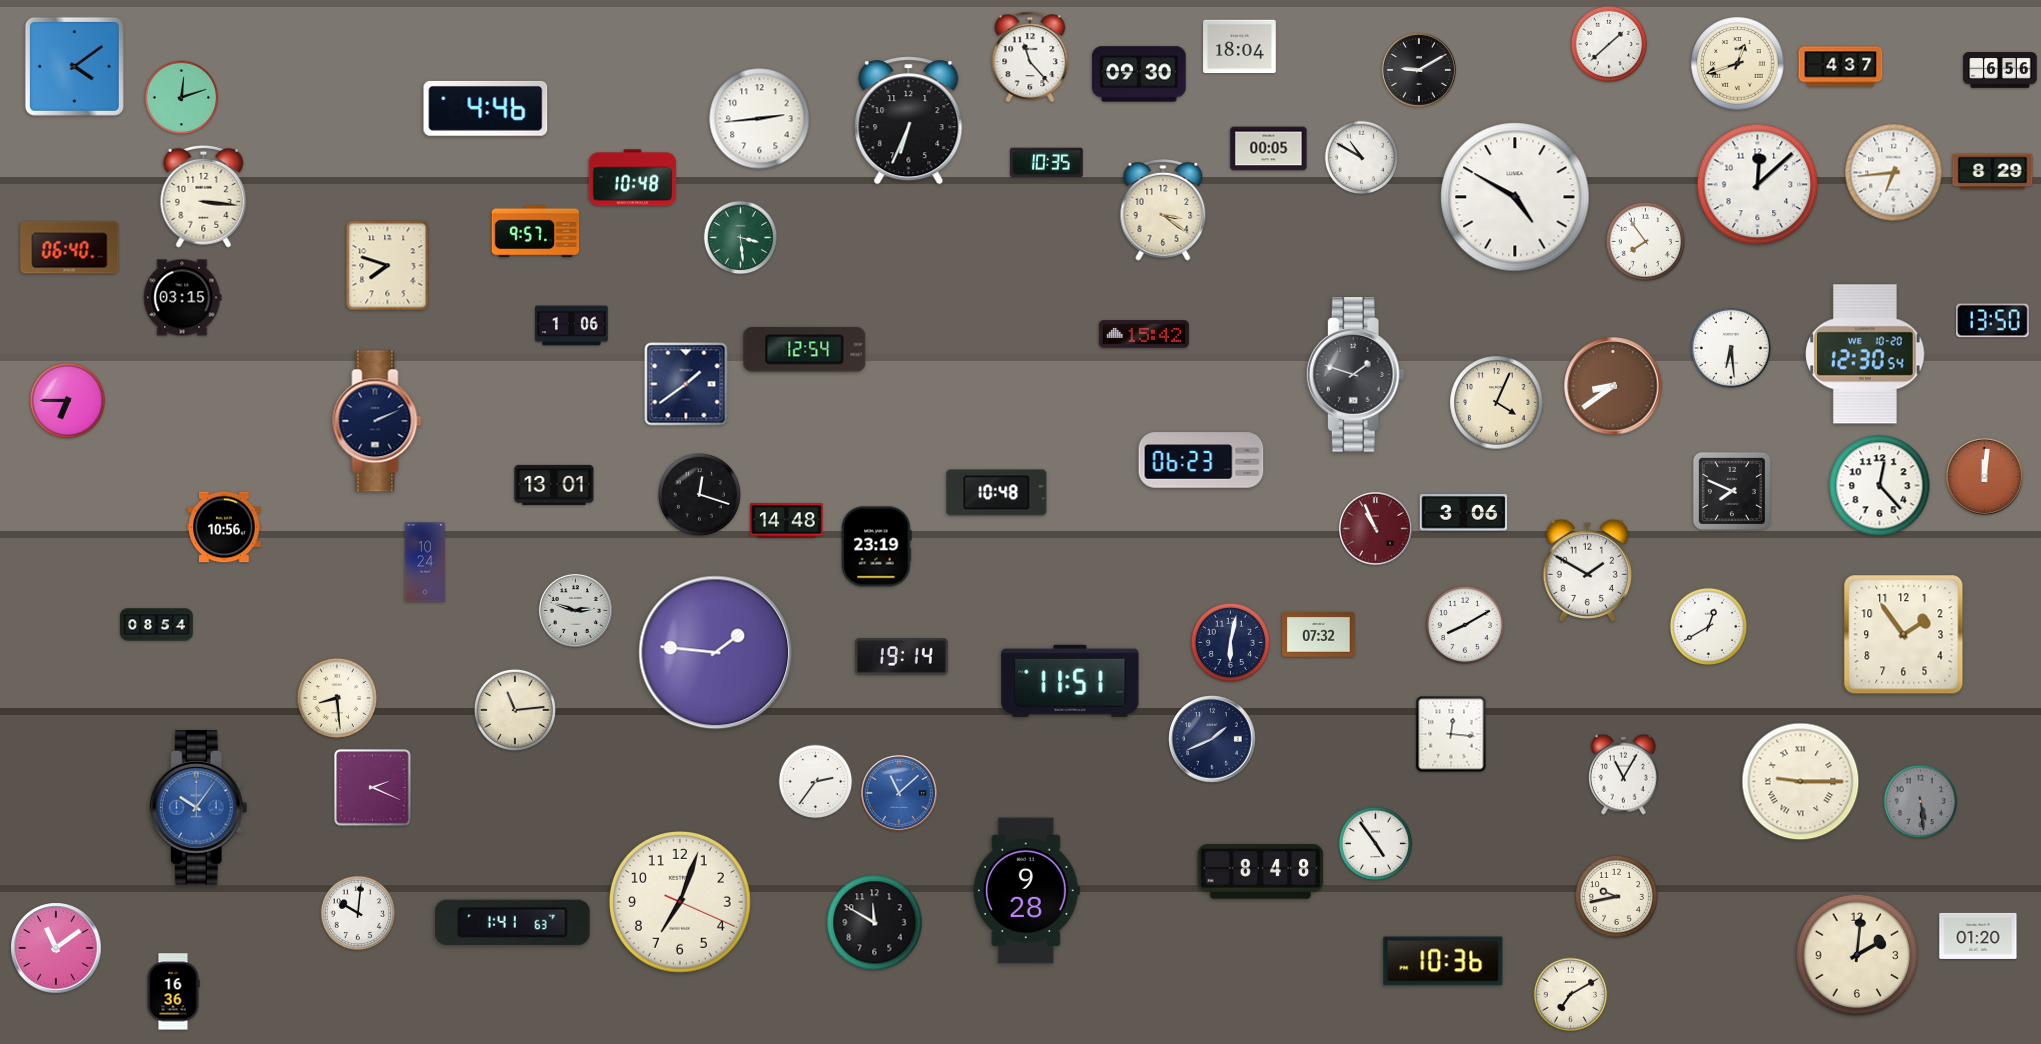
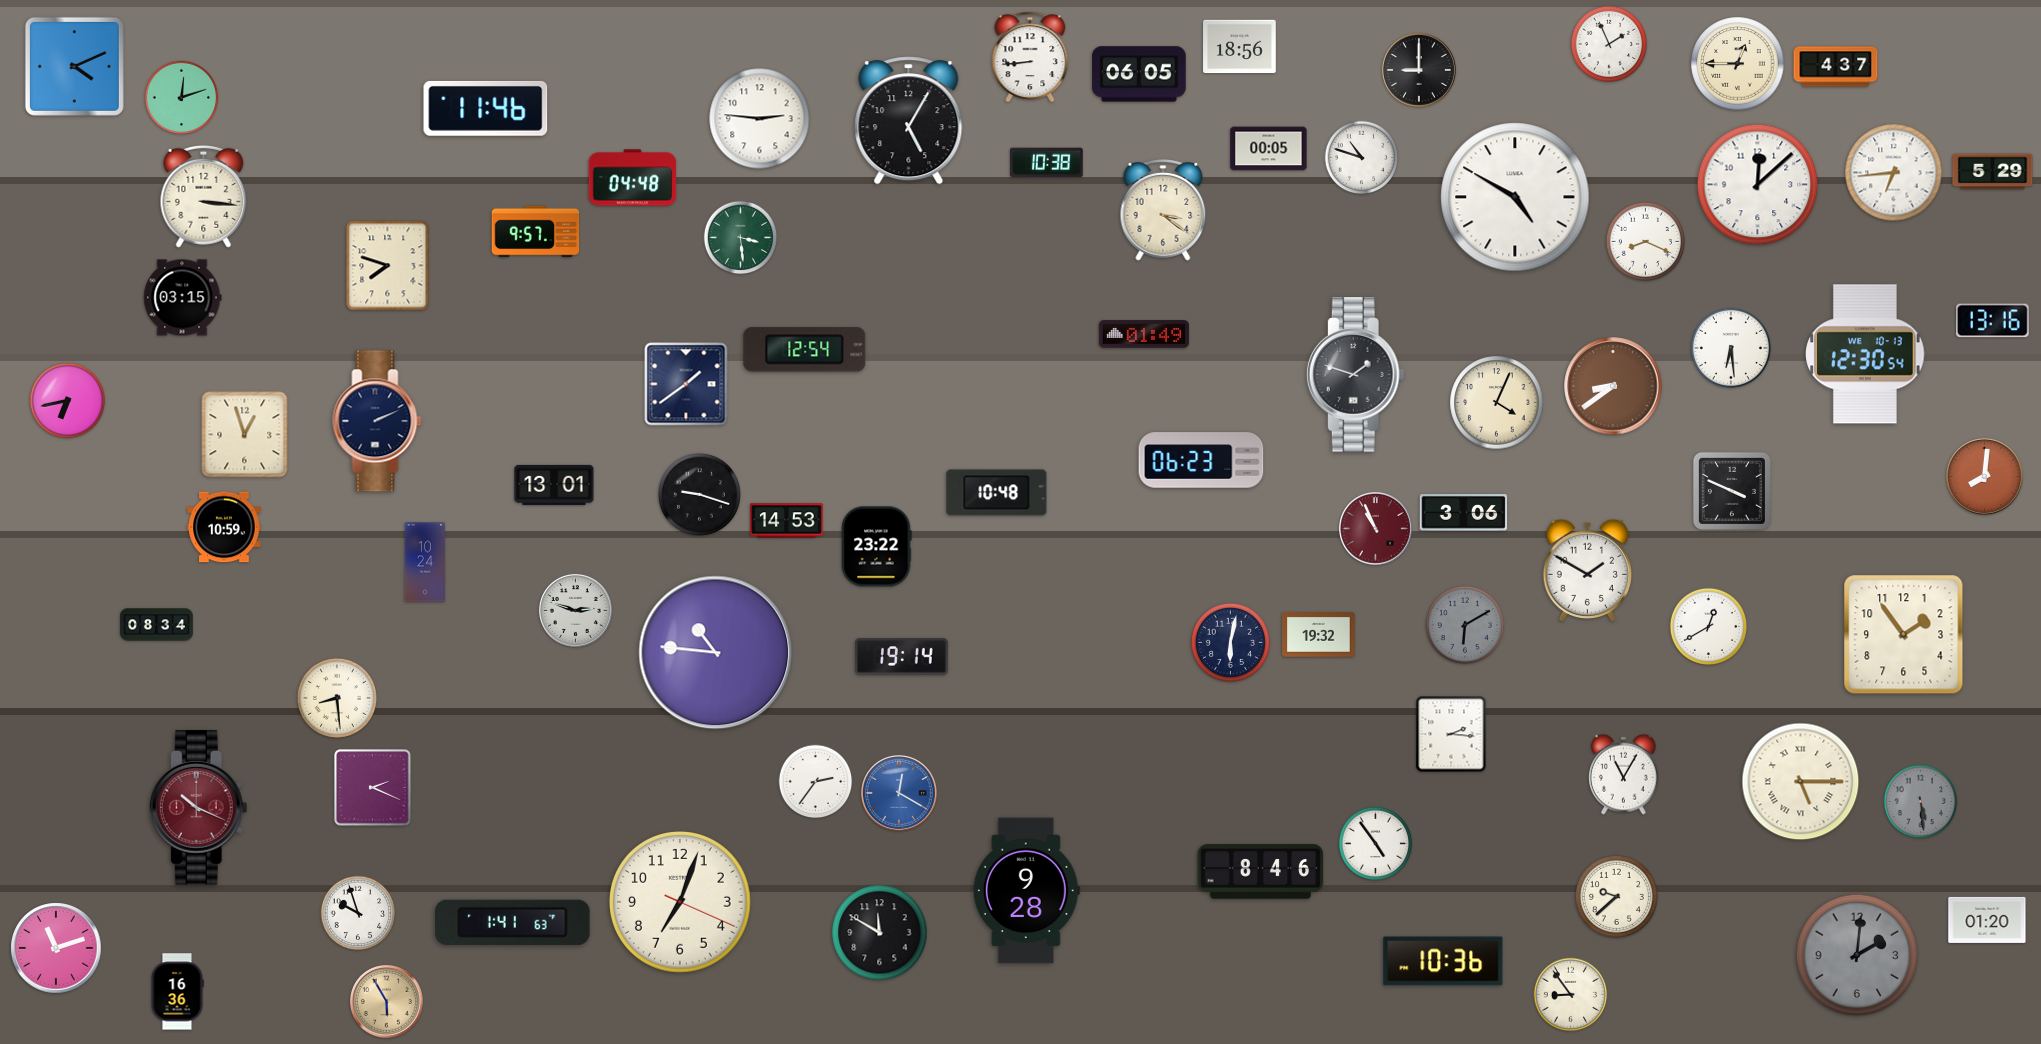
clock at (1608, 43): 1:38 -> 1:56
clock at (1240, 47): 18:04 -> 18:56
clock at (1030, 56): 11:23 -> 8:44
clock at (1738, 64): 12:42 -> 12:45
clock at (74, 66): 4:09 -> 4:11
clock at (1841, 67) position: (1841, 67) -> (1836, 67)
clock at (1419, 70): 9:10 -> 9:00
clock at (2000, 70): 6:56 -> none
clock at (1139, 74): 09:30 -> 06:05
clock at (486, 108): 4:46 -> 11:46
clock at (760, 119): 2:44 -> 2:46
clock at (909, 121): 6:34 -> 5:05
clock at (1362, 158): 10:50 -> 10:48
clock at (1047, 163): 10:35 -> 10:38
clock at (1993, 172): 8:29 -> 5:29
clock at (633, 178): 10:48 -> 04:48
clock at (1645, 241): 7:54 -> 8:19
clock at (70, 248): 06:40 -> none
clock at (1993, 321): 13:50 -> 13:16
clock at (572, 326): 1:06 -> none
clock at (1144, 334): 15:42 -> 01:49
clock at (1865, 354) date: WE 10-20 -> WE 10-13
clock at (68, 401): 6:45 -> 6:43
clock at (245, 435): none -> 12:57
clock at (1985, 477): 12:01 -> 8:01
clock at (1880, 486): 12:23 -> none
clock at (1732, 491): 7:49 -> 3:49
clock at (699, 494): 12:18 -> 9:18
clock at (787, 521): 14:48 -> 14:53
clock at (224, 527): 10:56 -> 10:59
clock at (876, 547): 23:19 -> 23:22
clock at (157, 625): 08:54 -> 08:34
clock at (1465, 625): 8:10 -> 6:10
clock at (1465, 625) dial: white -> grey
clock at (1319, 635): 07:32 -> 19:32
clock at (716, 653): 1:46 -> 10:46
clock at (1070, 681): 11:51 -> none
clock at (515, 710): 11:14 -> none
clock at (1451, 734): 12:16 -> 2:16
clock at (1212, 739): 1:41 -> none
clock at (1801, 782): 9:15 -> 5:15
clock at (899, 793): 11:08 -> 12:20
clock at (198, 808): 10:06 -> 10:19
clock at (198, 808) dial: blue -> burgundy
clock at (1261, 872): 8:48 -> 8:46
clock at (1616, 896): 9:43 -> 9:38
clock at (358, 913): 10:01 -> 9:57
clock at (875, 923) position: (875, 923) -> (880, 933)
clock at (1978, 936) position: (1978, 936) -> (1987, 920)
clock at (56, 948): 11:09 -> 11:12
clock at (1857, 955) dial: cream -> grey
clock at (173, 992) position: (173, 992) -> (177, 992)
clock at (1571, 995): 7:10 -> 8:54
clock at (386, 1001): none -> 5:55
